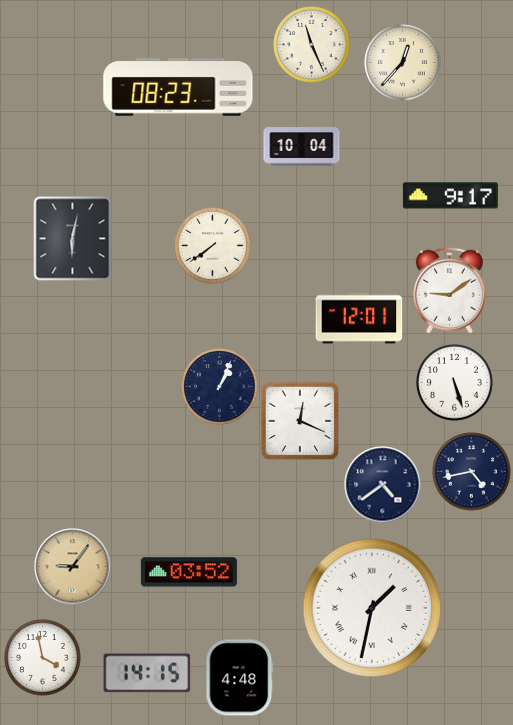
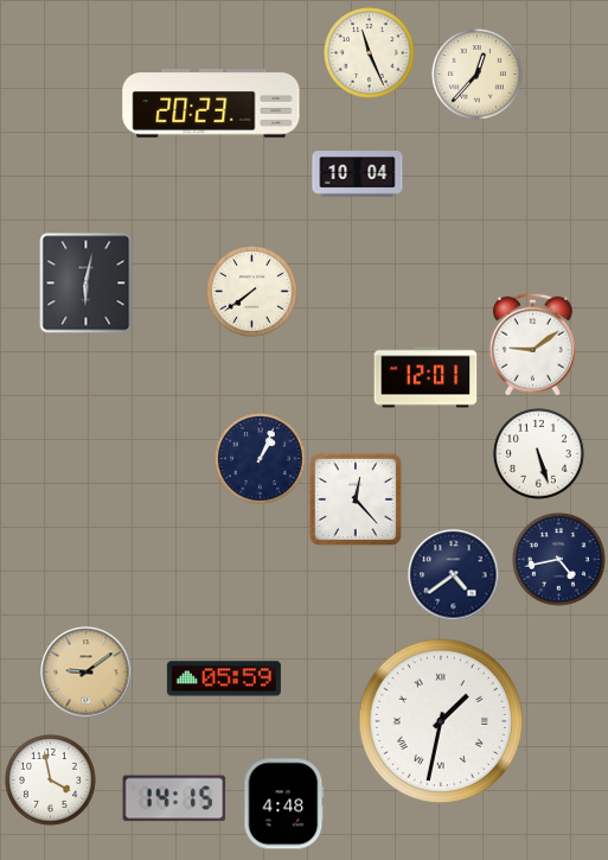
clock at (178, 88): 08:23 -> 20:23
clock at (450, 196): 9:17 -> none
clock at (300, 421): 12:19 -> 12:23
clock at (73, 567): 9:06 -> 9:09
clock at (189, 572): 03:52 -> 05:59
